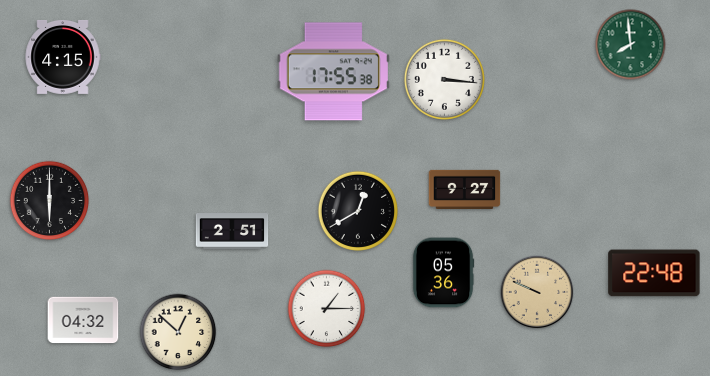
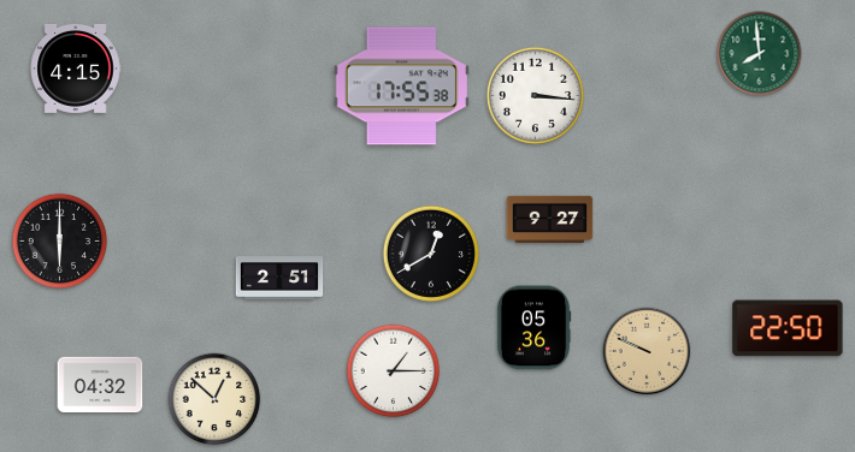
clock at (465, 189) position: (465, 189) -> (550, 219)
clock at (654, 273): 22:48 -> 22:50
